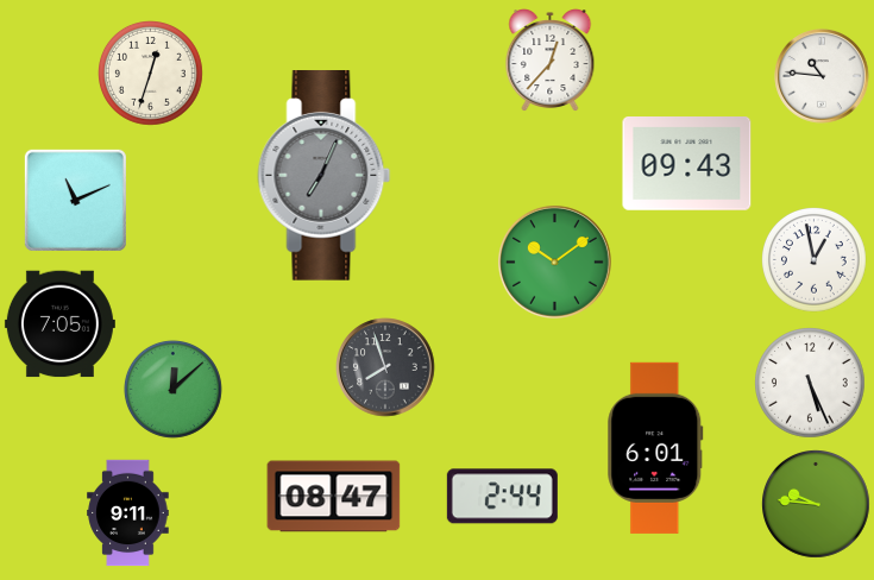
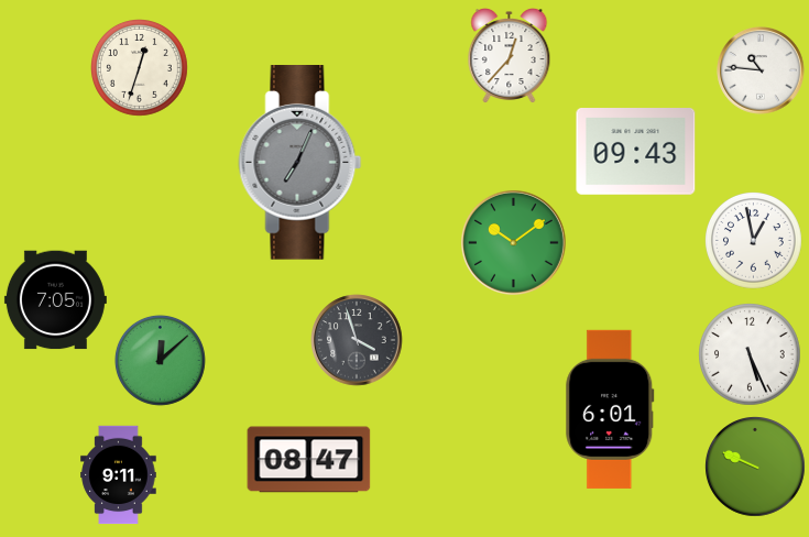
clock at (75, 200): 11:11 -> none
clock at (385, 367): 7:57 -> 3:57
clock at (655, 448) position: (655, 448) -> (610, 409)
clock at (502, 497): 2:44 -> none
clock at (817, 505): 9:46 -> 9:49
